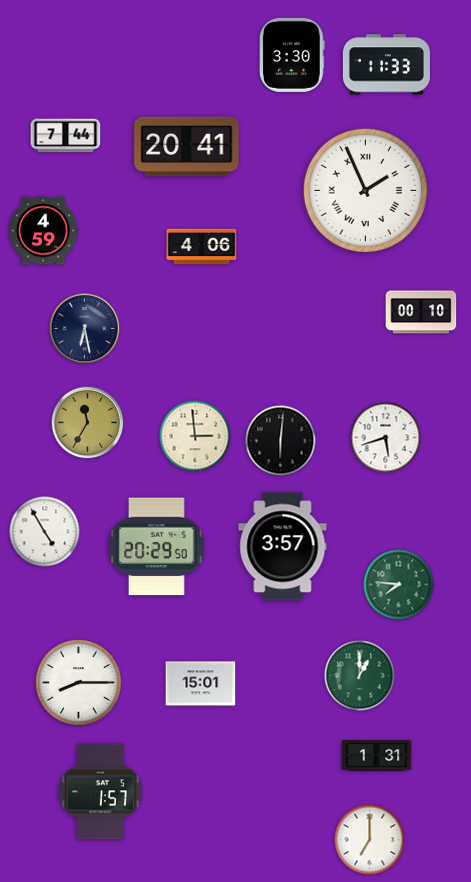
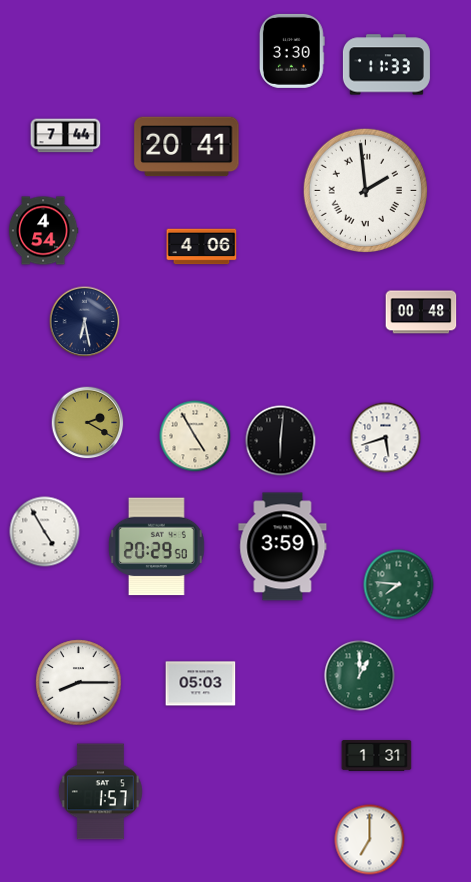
clock at (293, 55) position: (293, 55) -> (293, 51)
clock at (365, 190): 1:56 -> 1:59
clock at (43, 231): 4:59 -> 4:54
clock at (421, 312): 00:10 -> 00:48
clock at (85, 329) position: (85, 329) -> (85, 322)
clock at (88, 423): 11:35 -> 2:20
clock at (195, 436): 2:59 -> 4:55
clock at (283, 547): 3:57 -> 3:59
clock at (201, 684): 15:01 -> 05:03
